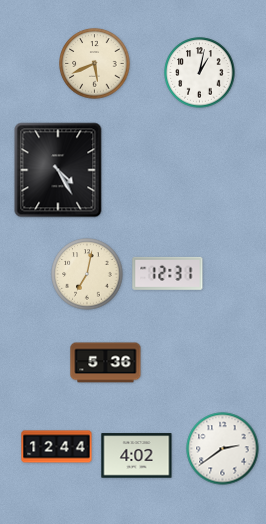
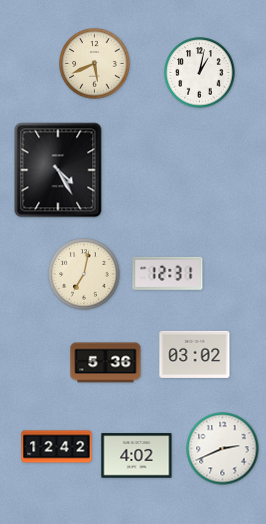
clock at (87, 274) position: (87, 274) -> (84, 274)
clock at (195, 354): none -> 03:02
clock at (57, 447): 12:44 -> 12:42
clock at (223, 449): 2:39 -> 2:41
